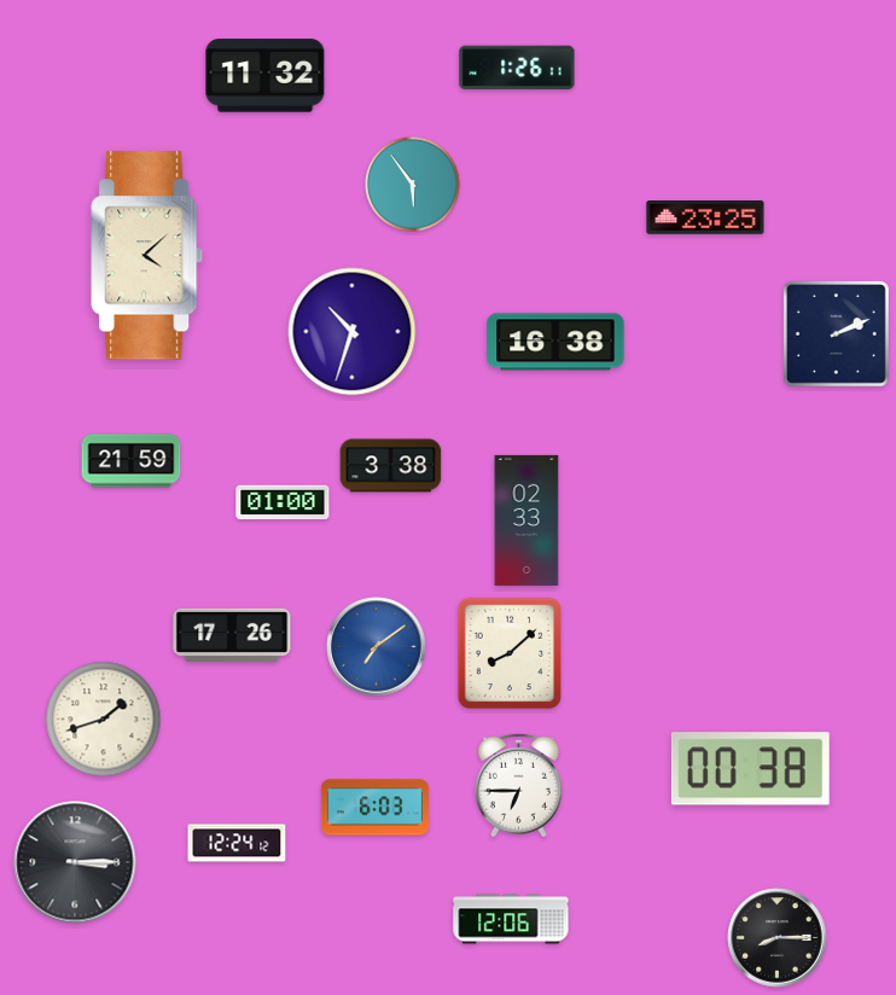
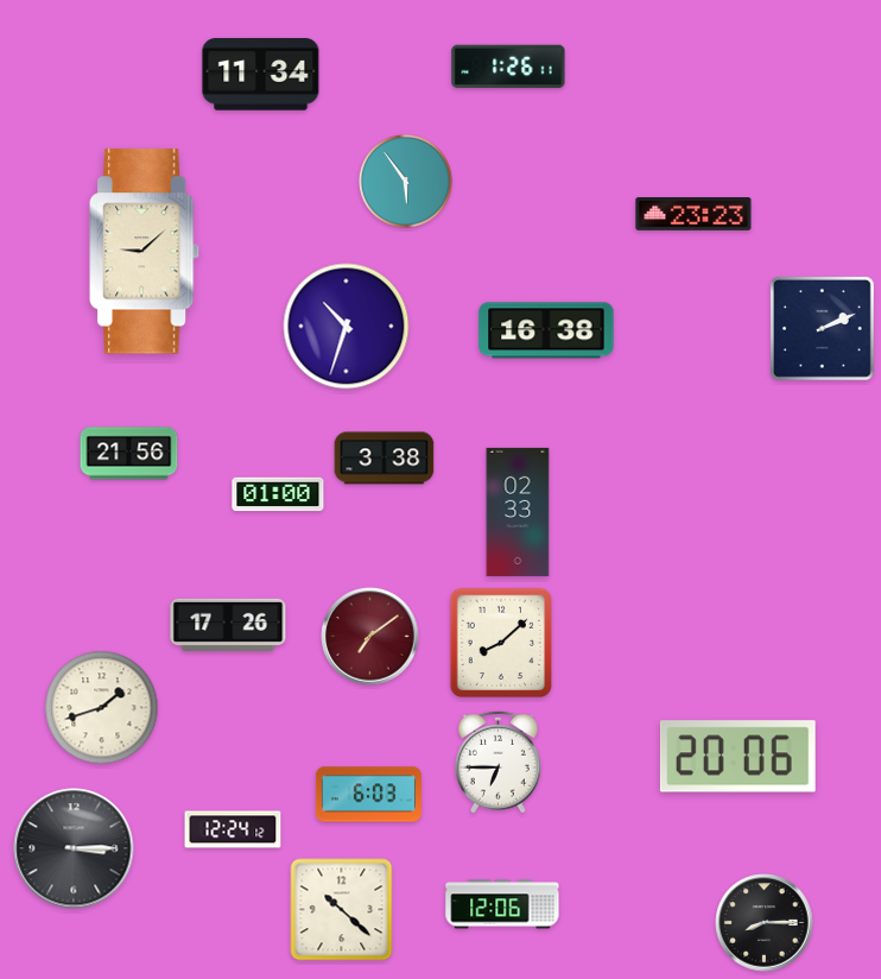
clock at (266, 76): 11:32 -> 11:34
clock at (705, 219): 23:25 -> 23:23
clock at (147, 256): 4:08 -> 9:08
clock at (555, 342) position: (555, 342) -> (546, 330)
clock at (132, 461): 21:59 -> 21:56
clock at (377, 647) dial: blue -> burgundy
clock at (750, 769): 00:38 -> 20:06
clock at (519, 785) position: (519, 785) -> (499, 762)
clock at (342, 910): none -> 10:22
